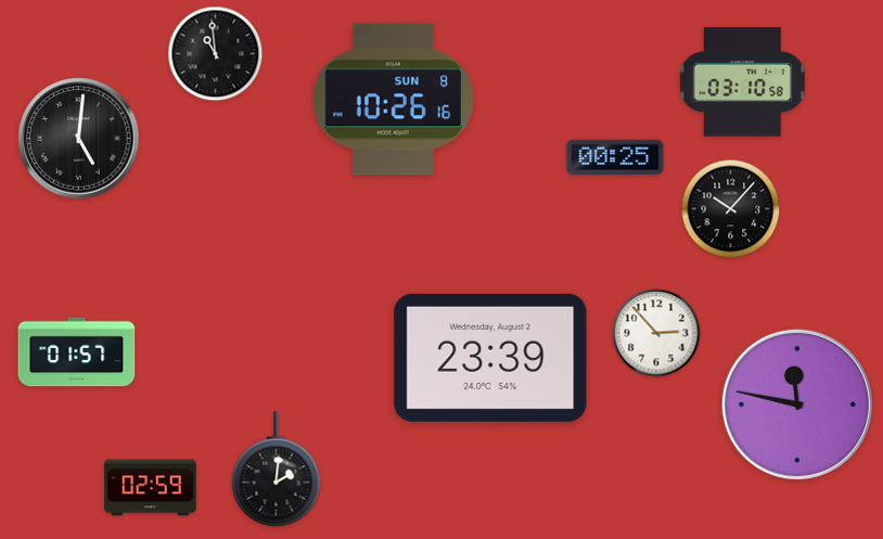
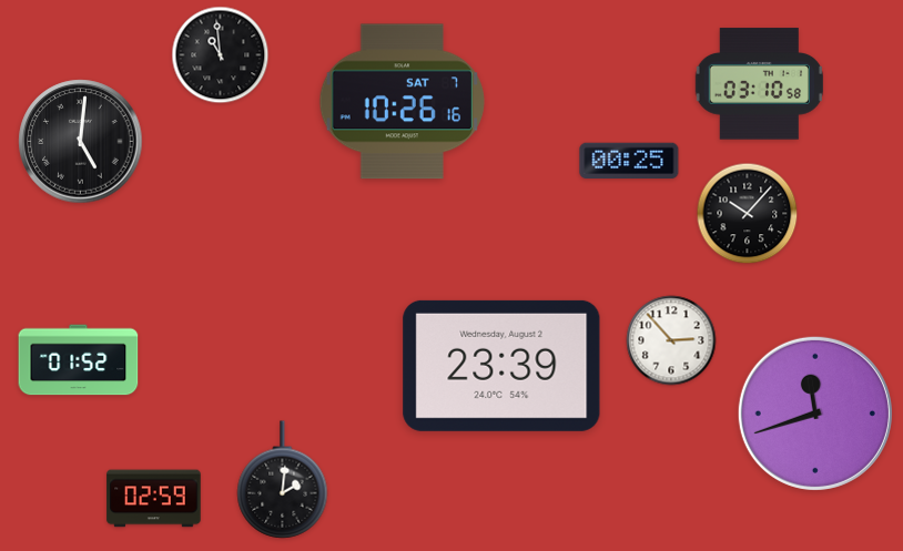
clock at (393, 100) date: SUN 8 -> SAT 7
clock at (77, 352): 01:57 -> 01:52
clock at (797, 405): 11:47 -> 11:42
